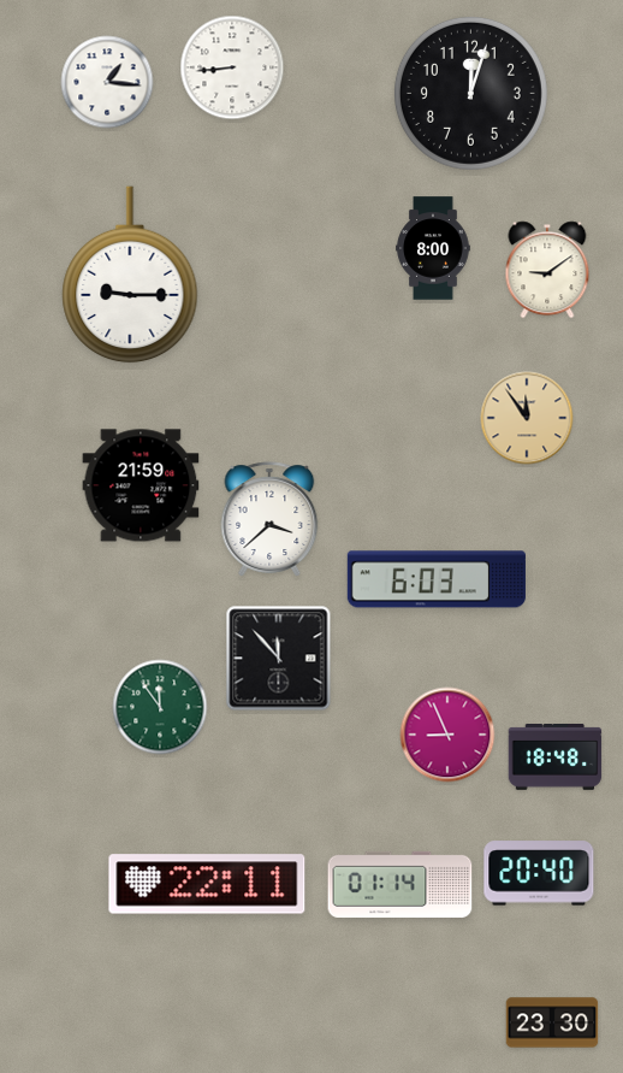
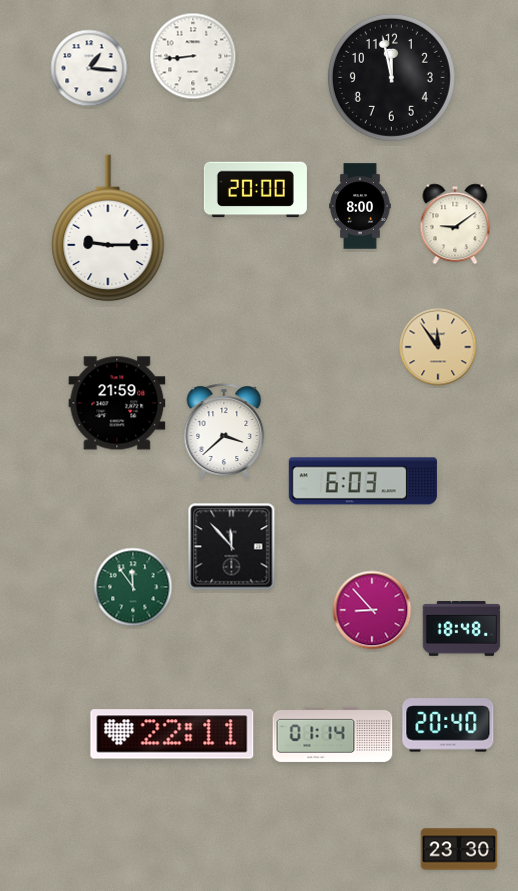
clock at (470, 93): 12:03 -> 11:58
clock at (255, 190): none -> 20:00
clock at (447, 735): 8:56 -> 8:53
